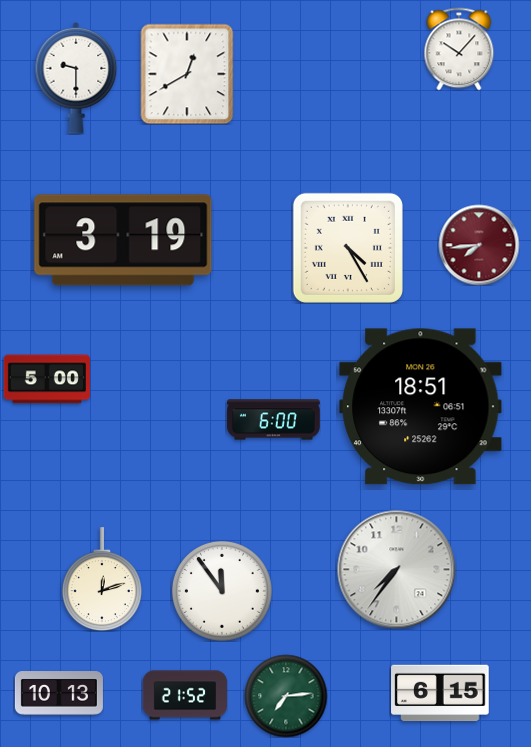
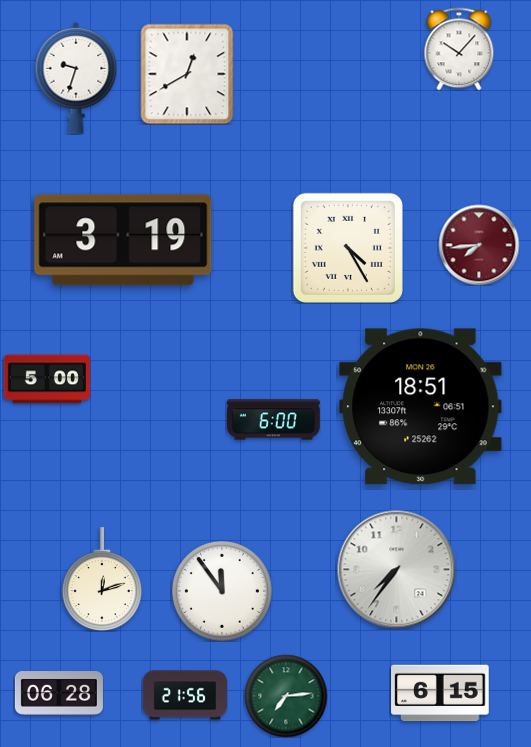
clock at (76, 78): 9:30 -> 9:33
clock at (59, 693): 10:13 -> 06:28
clock at (184, 695): 21:52 -> 21:56
